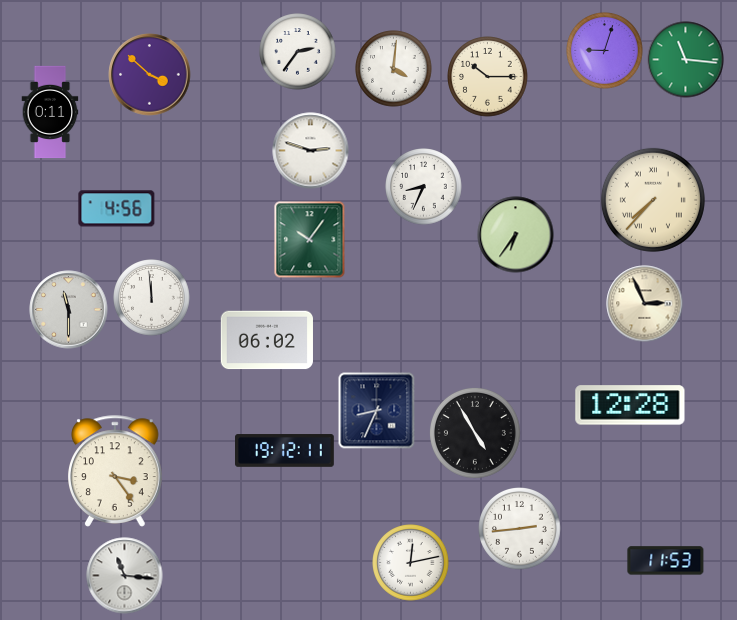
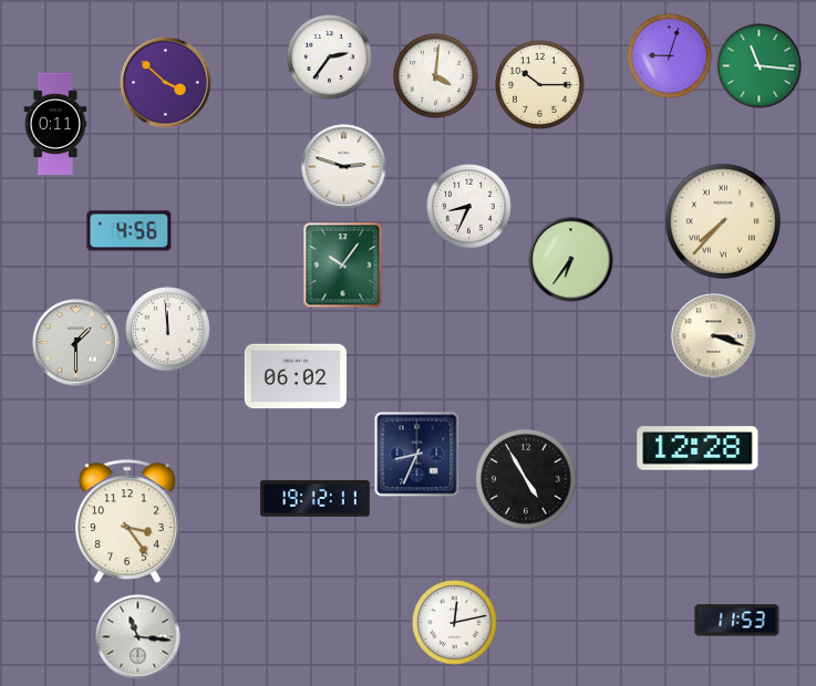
clock at (645, 304): 2:56 -> 3:18
clock at (69, 310): 11:30 -> 1:30
clock at (520, 529): 2:44 -> none
